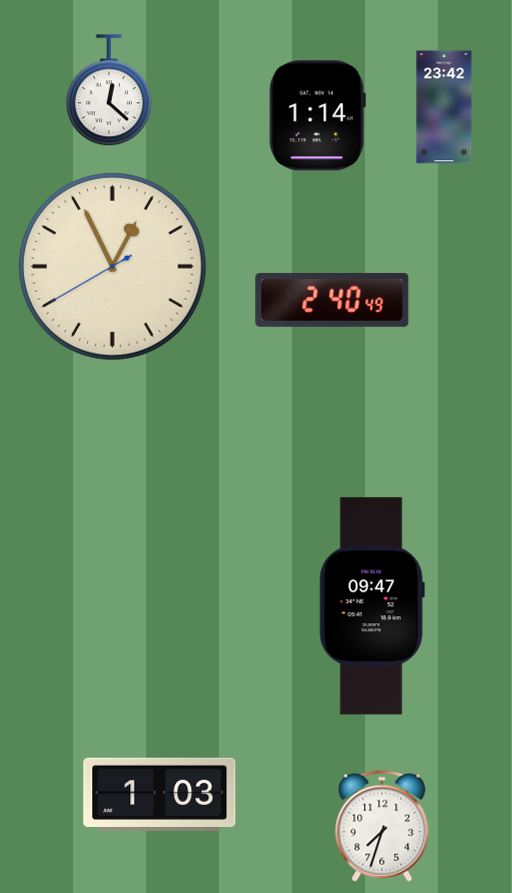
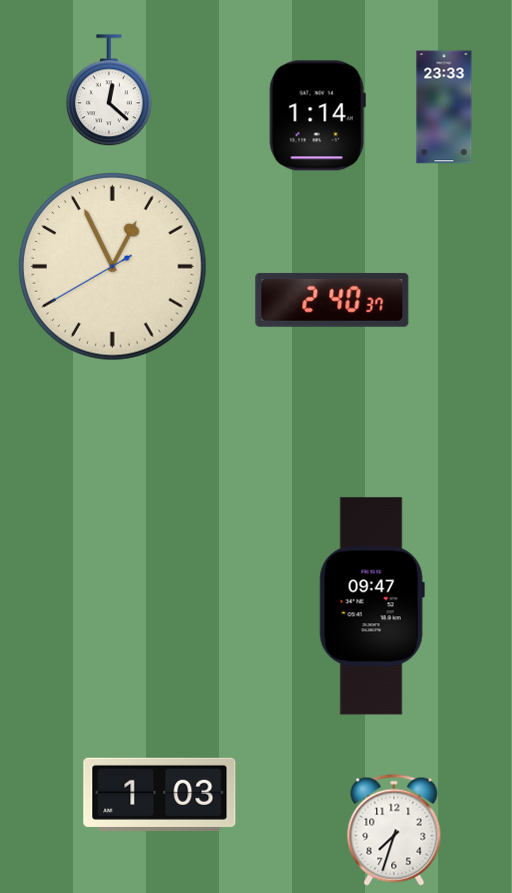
clock at (444, 107): 23:42 -> 23:33
clock at (332, 300): 2:40:49 -> 2:40:37
clock at (382, 826) position: (382, 826) -> (394, 830)
